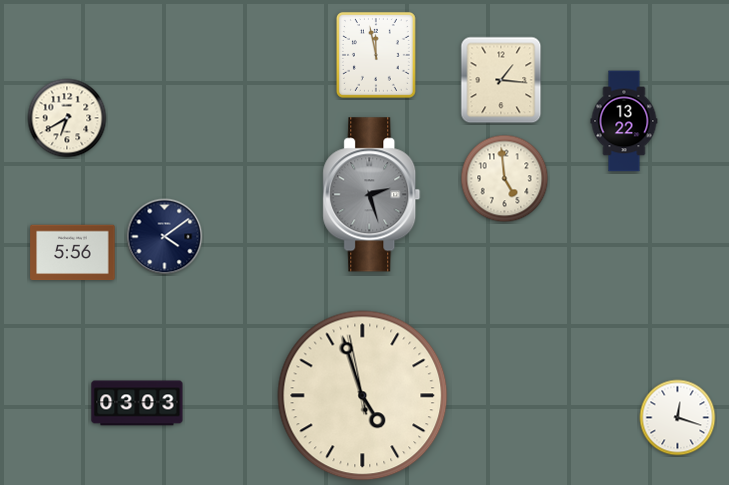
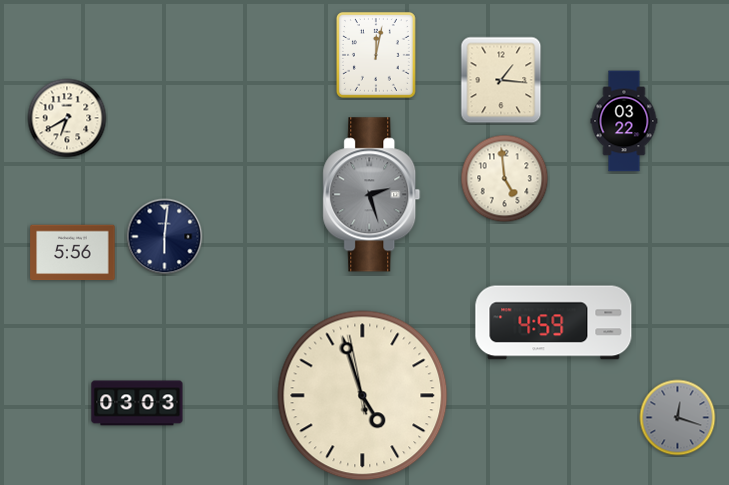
clock at (376, 55): 11:58 -> 12:02
clock at (624, 121): 13:22 -> 03:22
clock at (165, 237): 4:09 -> 6:01
clock at (554, 323): none -> 4:59
clock at (678, 418) dial: white -> grey
